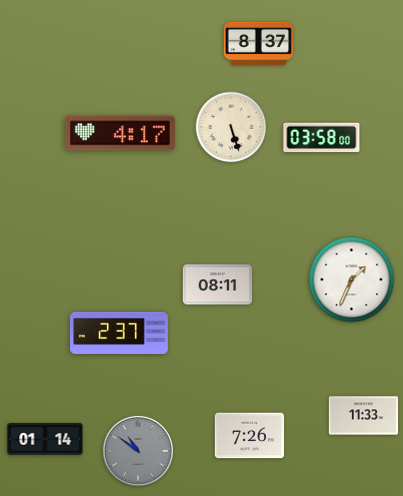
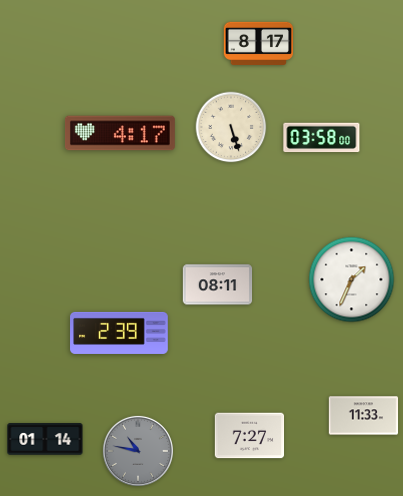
clock at (259, 43): 8:37 -> 8:17
clock at (119, 333): 2:37 -> 2:39
clock at (250, 436): 7:26 -> 7:27
clock at (138, 451): 10:51 -> 10:47
